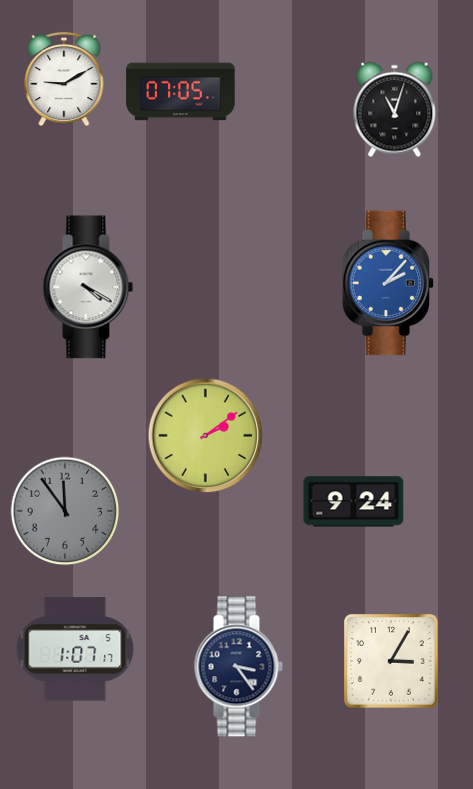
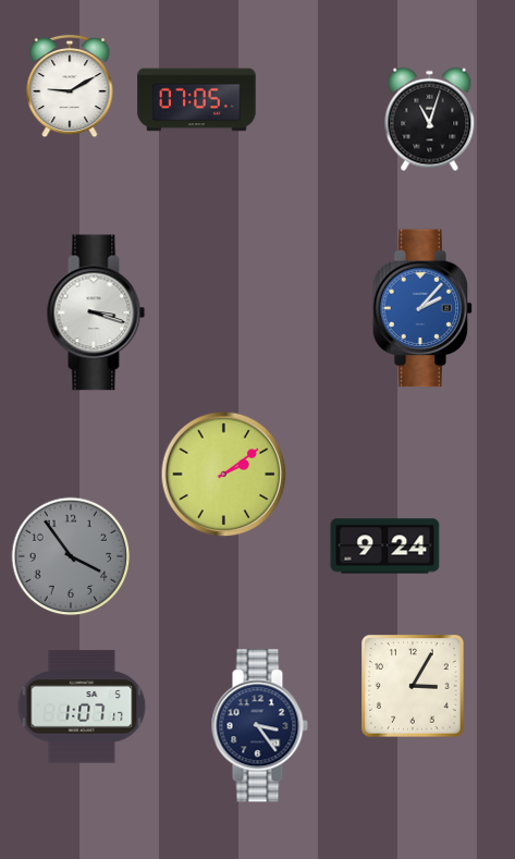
clock at (88, 287): 4:20 -> 3:18
clock at (65, 511): 11:54 -> 3:54
clock at (391, 661) position: (391, 661) -> (413, 686)
